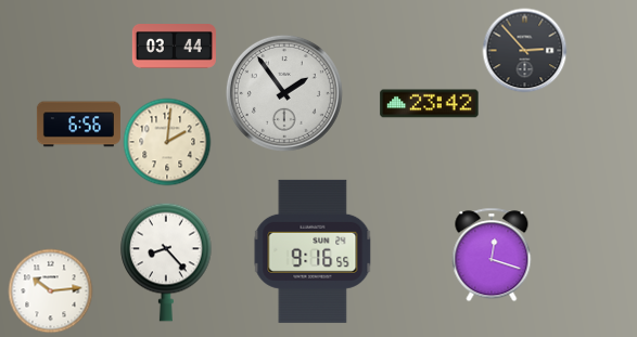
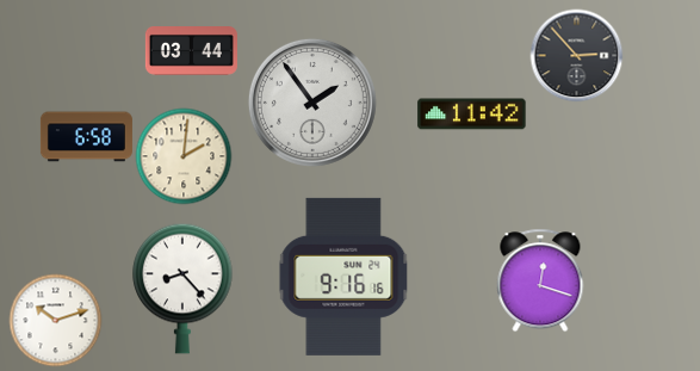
clock at (430, 104): 23:42 -> 11:42
clock at (78, 125): 6:56 -> 6:58
clock at (313, 251): 9:16:55 -> 9:16:16
clock at (50, 290): 10:14 -> 10:12
